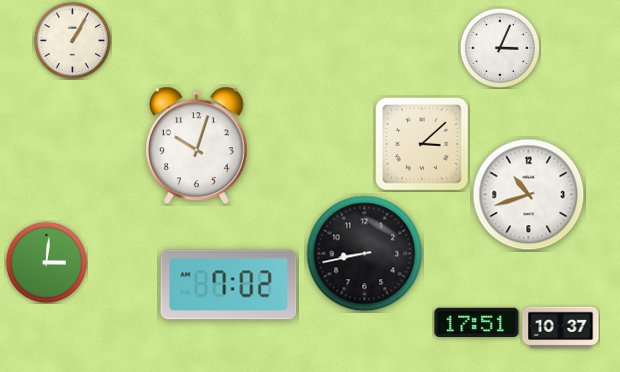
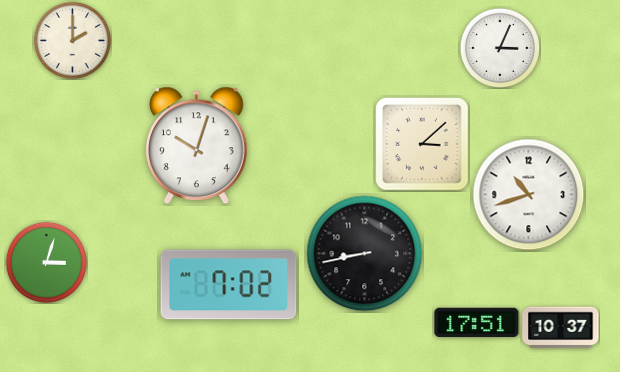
clock at (72, 40): 1:05 -> 2:00
clock at (46, 262): 3:01 -> 3:03
